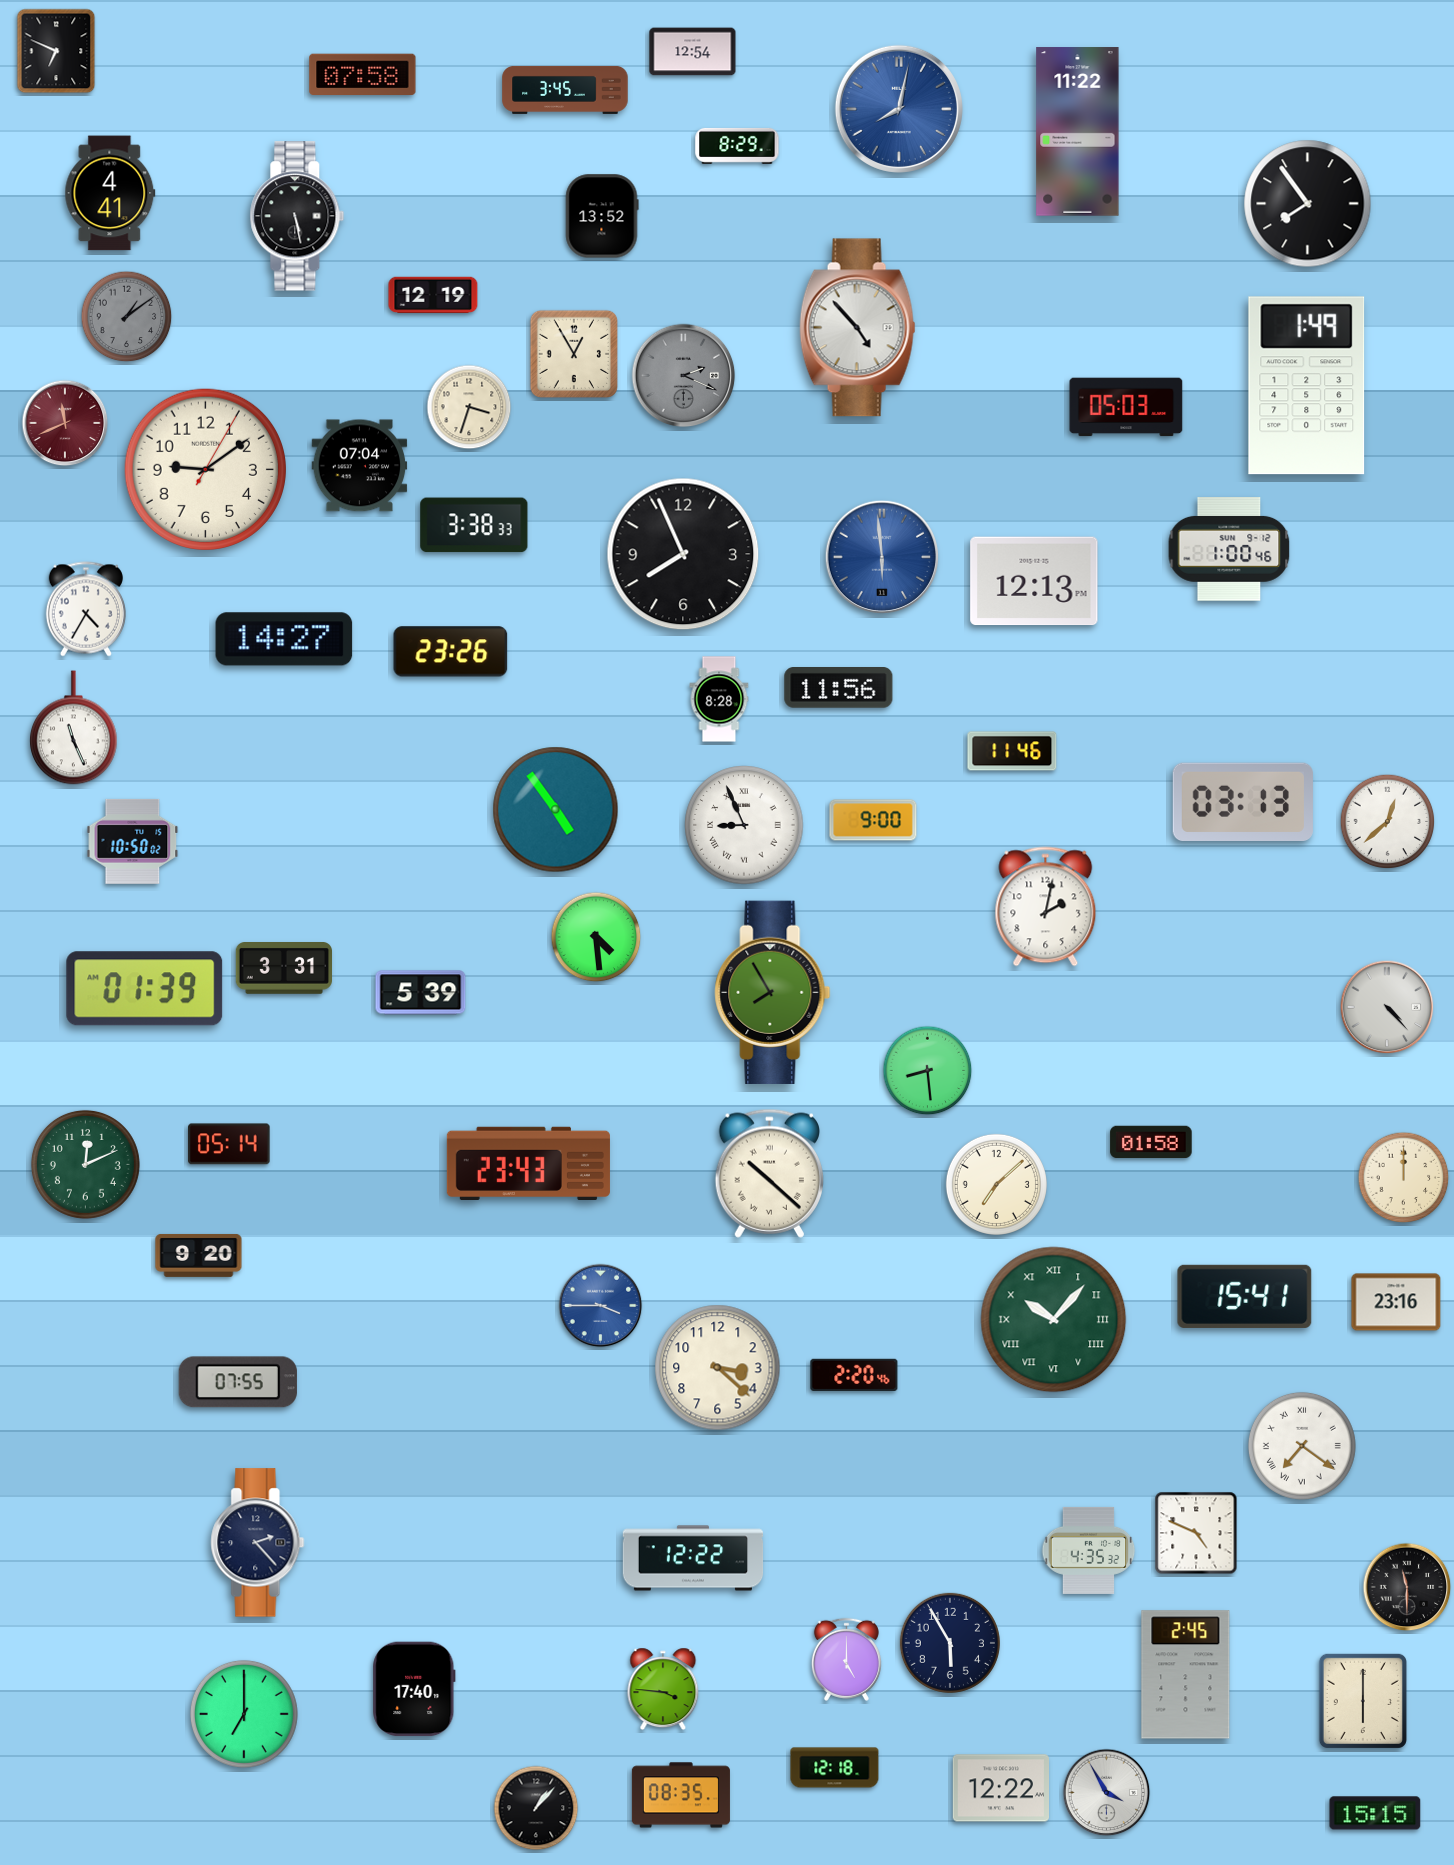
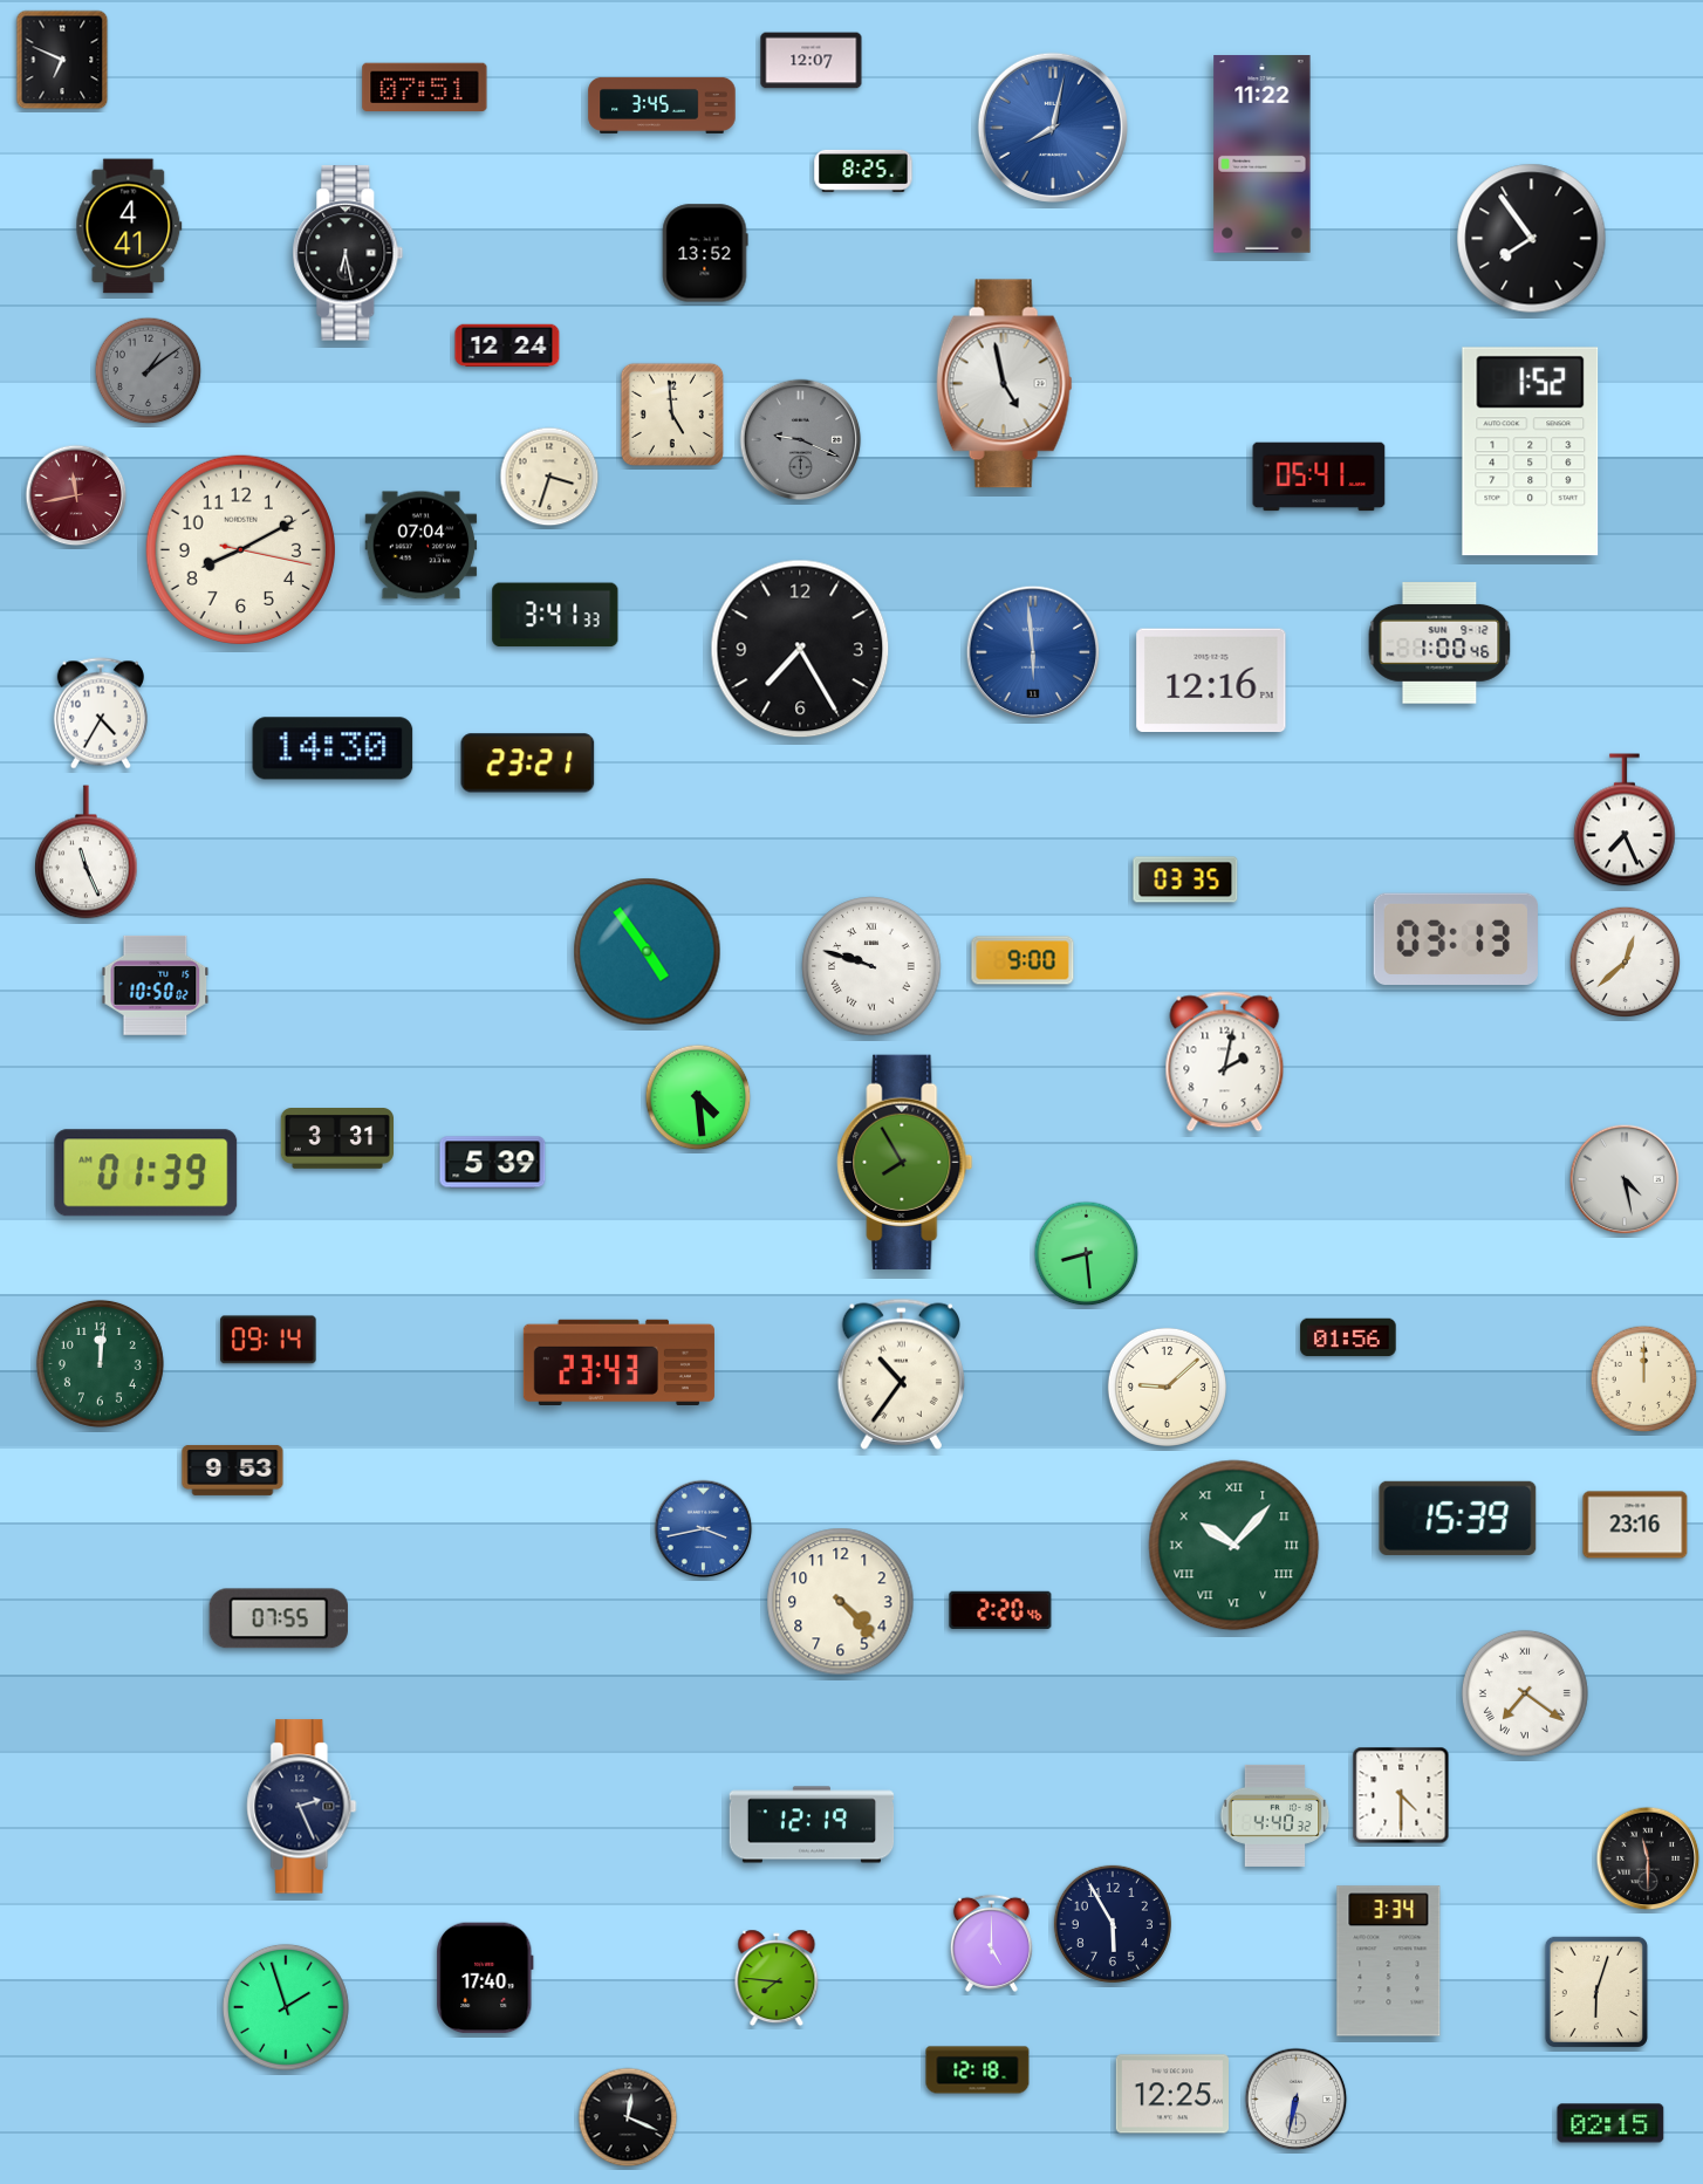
clock at (56, 51) position: (56, 51) -> (62, 60)
clock at (693, 52): 12:54 -> 12:07
clock at (363, 75): 07:58 -> 07:51
clock at (737, 146): 8:29 -> 8:25
clock at (297, 216): 5:28 -> 6:28
clock at (433, 295): 12:19 -> 12:24
clock at (857, 328): 4:53 -> 4:58
clock at (573, 353): 12:55 -> 4:59
clock at (684, 376): 2:19 -> 9:19
clock at (1307, 386): 1:49 -> 1:52
clock at (1126, 407): 05:03 -> 05:41
clock at (65, 423): 11:41 -> 11:43
clock at (205, 469): 9:09 -> 8:10
clock at (474, 525): 3:38 -> 3:41
clock at (683, 554): 7:56 -> 7:25
clock at (1034, 581): 12:13 -> 12:16
clock at (284, 639): 14:27 -> 14:30
clock at (451, 652): 23:26 -> 23:21
clock at (839, 688): 11:56 -> none
clock at (719, 699): 8:28 -> none
clock at (1625, 820): none -> 7:26
clock at (1012, 751): 11:46 -> 03:35
clock at (556, 810) position: (556, 810) -> (648, 952)
clock at (744, 825): 8:56 -> 9:48
clock at (283, 969) position: (283, 969) -> (336, 1139)
clock at (145, 989) position: (145, 989) -> (146, 1173)
clock at (1387, 1007): 4:23 -> 4:28
clock at (1151, 1142): 01:58 -> 01:56
clock at (229, 1144): 05:14 -> 09:14
clock at (85, 1164): 12:11 -> 12:01
clock at (769, 1173): 10:22 -> 10:36
clock at (996, 1184): 7:08 -> 9:08
clock at (199, 1255): 9:20 -> 9:53
clock at (1245, 1296): 15:41 -> 15:39
clock at (601, 1306): 3:45 -> 3:43
clock at (718, 1368): 3:22 -> 4:23
clock at (1196, 1533): 4:49 -> 4:30
clock at (258, 1543): 2:23 -> 2:26
clock at (1089, 1550): 4:35 -> 4:40
clock at (693, 1558): 12:22 -> 12:19
clock at (1186, 1675): 2:45 -> 3:34
clock at (663, 1689): 3:46 -> 7:46
clock at (1363, 1701): 6:00 -> 6:03
clock at (244, 1714): 7:00 -> 1:57
clock at (1000, 1788): 12:22 -> 12:25
clock at (1107, 1793): 3:55 -> 6:32
clock at (681, 1795): 08:35 -> none
clock at (536, 1808): 1:07 -> 12:19
clock at (1375, 1813): 15:15 -> 02:15
